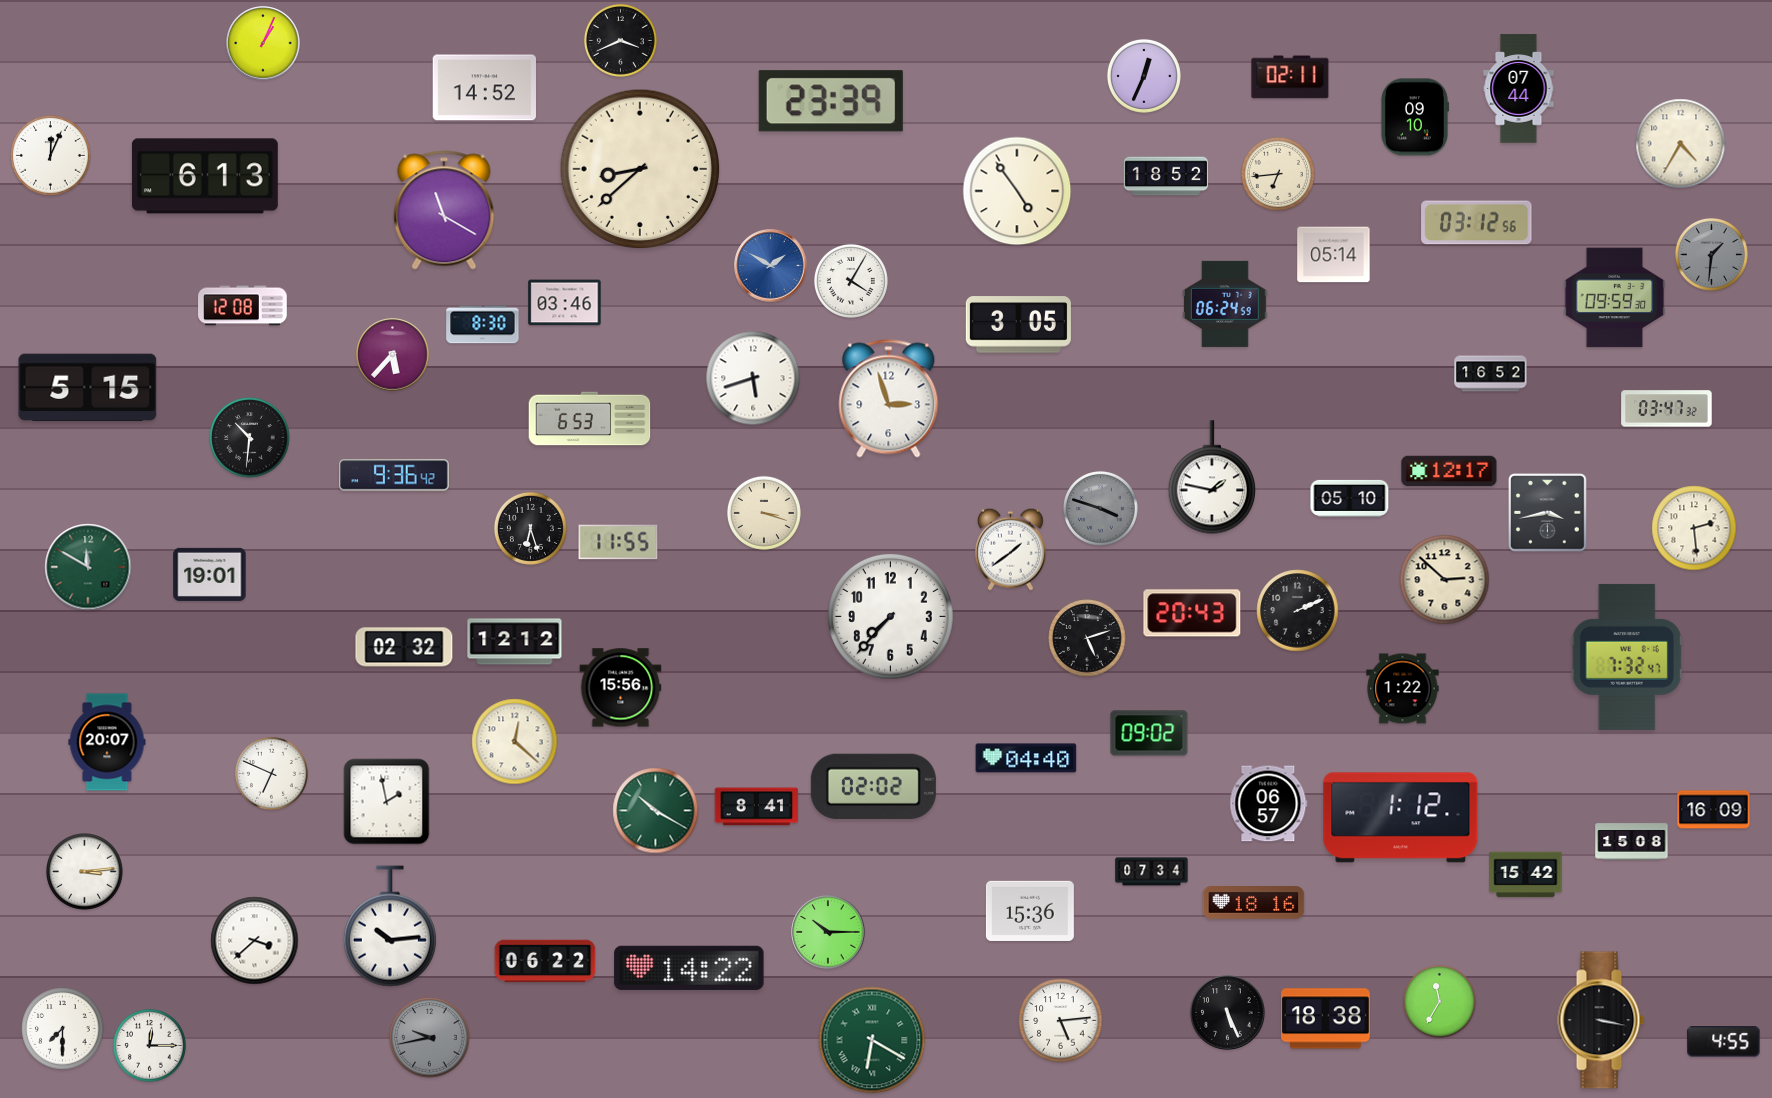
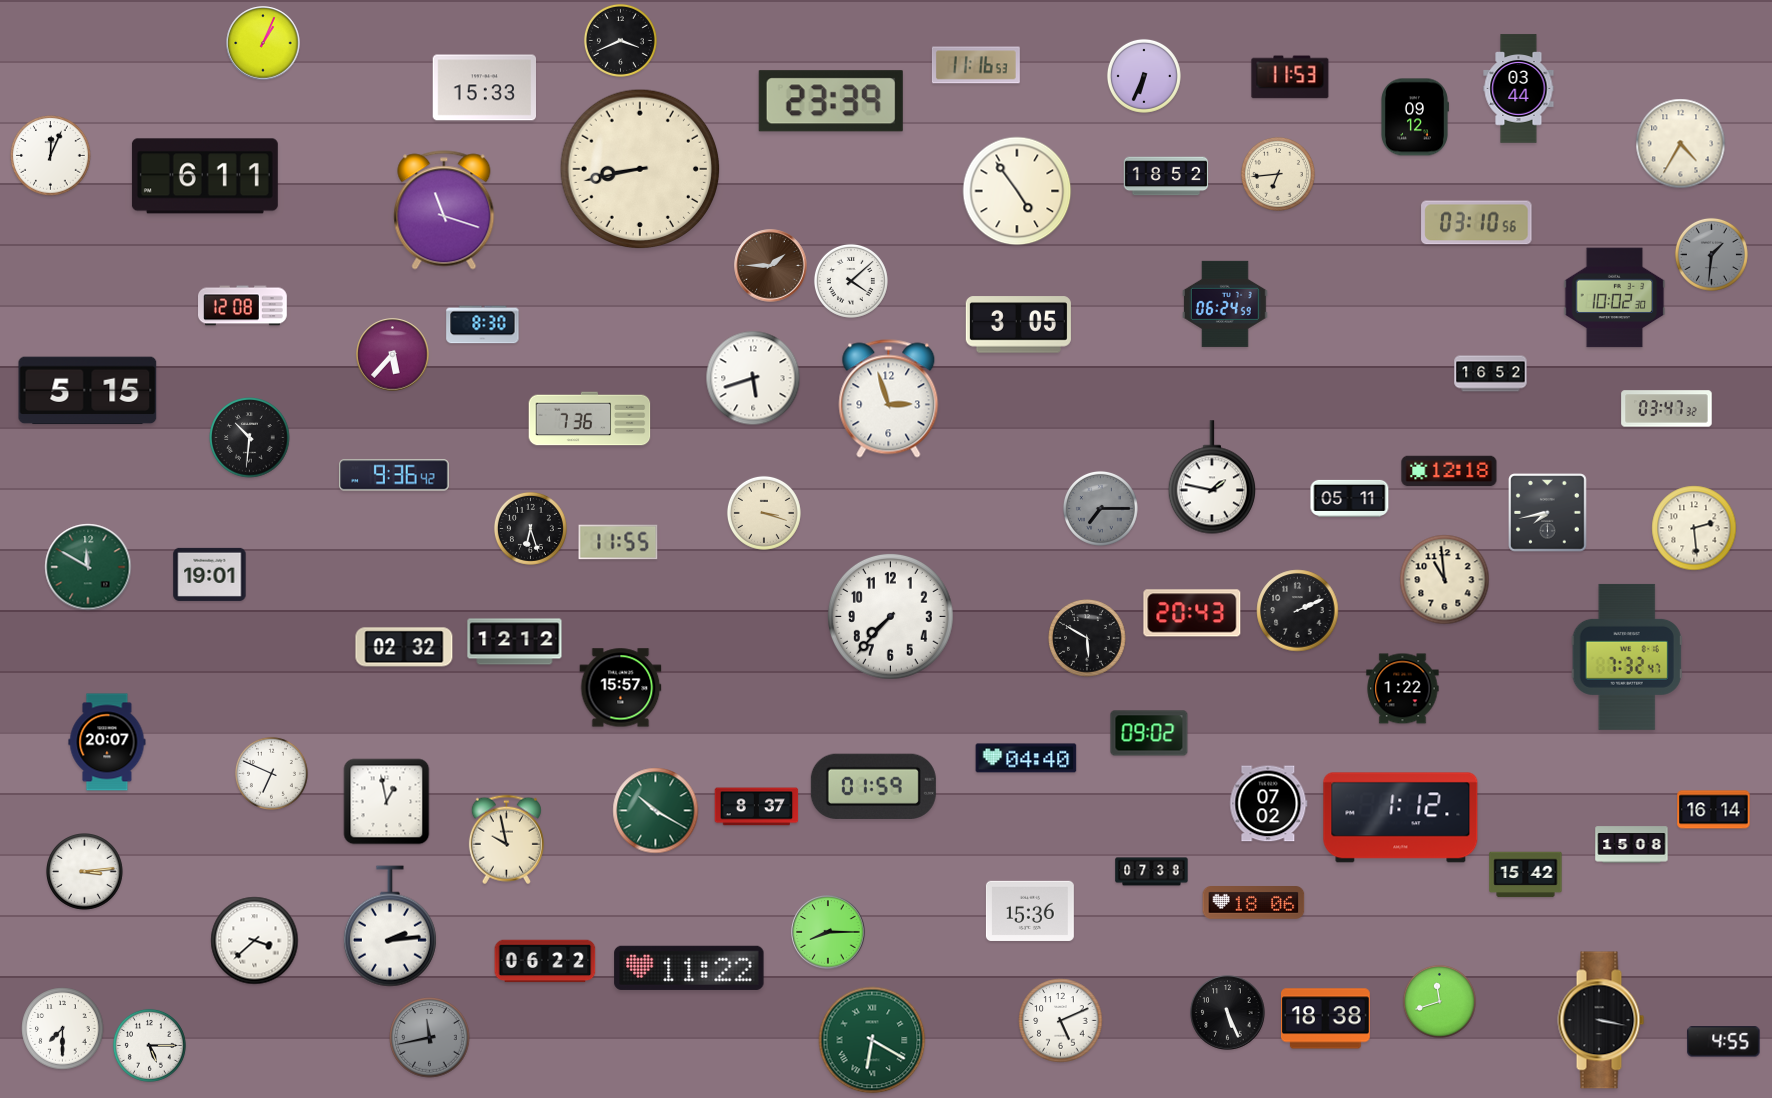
clock at (976, 65): none -> 11:16
clock at (1144, 76): 12:34 -> 6:34
clock at (1290, 77): 02:11 -> 11:53
clock at (484, 88): 14:52 -> 15:33
clock at (1519, 89): 07:44 -> 03:44
clock at (1414, 117): 09:10 -> 09:12
clock at (640, 169): 8:38 -> 8:43
clock at (205, 176): 6:13 -> 6:11
clock at (444, 210): 11:20 -> 11:18
clock at (1477, 223): 03:12 -> 03:10
clock at (1334, 255): 05:14 -> none
clock at (771, 266): 1:50 -> 1:45
clock at (771, 266) dial: blue -> brown
clock at (851, 281): 4:05 -> 4:08
clock at (1615, 298): 09:59 -> 10:02
clock at (565, 303): 03:46 -> none
clock at (88, 388) position: (88, 388) -> (88, 391)
clock at (590, 419): 6:53 -> 7:36
clock at (1449, 471): 12:17 -> 12:18
clock at (1350, 498): 05:10 -> 05:11
clock at (1100, 508): 3:48 -> 7:15
clock at (1548, 513): 3:43 -> 7:43
clock at (1010, 549): 1:39 -> none
clock at (1445, 580): 2:52 -> 10:59
clock at (1088, 638): 5:12 -> 5:50
clock at (621, 688): 15:56 -> 15:57
clock at (515, 742): 12:22 -> none
clock at (873, 786): 02:02 -> 01:59
clock at (387, 802): 1:58 -> 12:58
clock at (1269, 804): 06:57 -> 07:02
clock at (757, 807): 8:41 -> 8:37
clock at (1714, 810): 16:09 -> 16:14
clock at (506, 840): none -> 9:58
clock at (1632, 842) position: (1632, 842) -> (1632, 845)
clock at (1152, 872): 07:34 -> 07:38
clock at (1254, 903): 18:16 -> 18:06
clock at (390, 926): 10:14 -> 2:14
clock at (828, 932): 10:15 -> 8:15
clock at (689, 968): 14:22 -> 11:22
clock at (1439, 1001): 11:35 -> 11:42
clock at (1061, 1021): 5:14 -> 5:11
clock at (430, 1038): 9:43 -> 11:43
clock at (149, 1045): 12:15 -> 5:15
